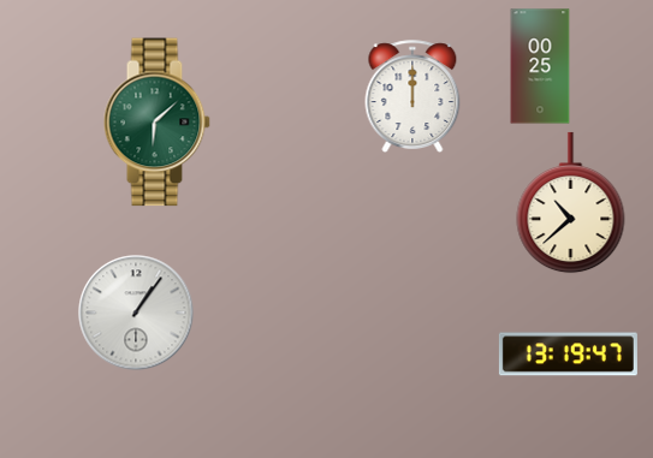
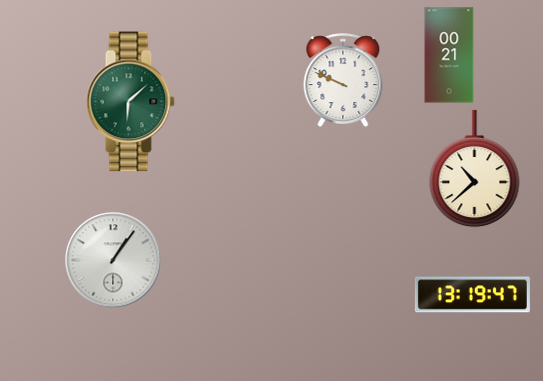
clock at (540, 66): 00:25 -> 00:21
clock at (412, 96): 12:00 -> 9:49
